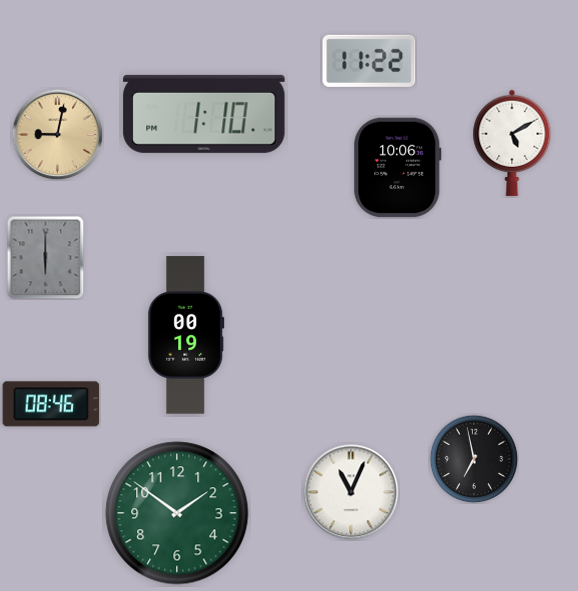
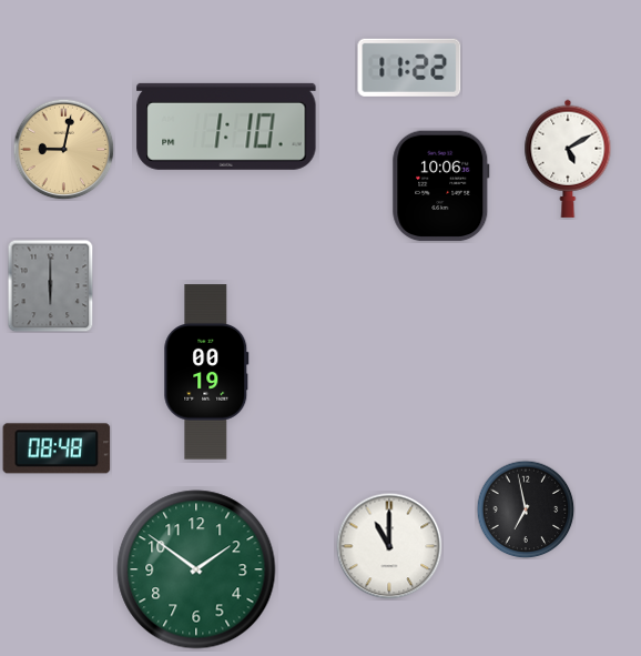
clock at (51, 404): 08:46 -> 08:48
clock at (351, 492): 11:04 -> 11:00
